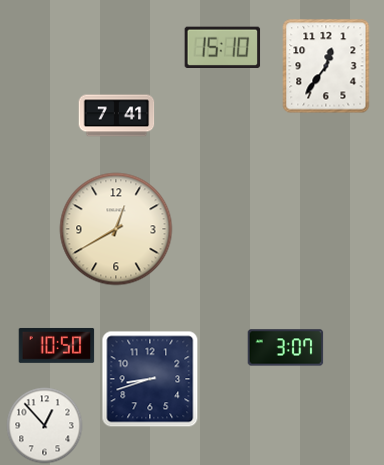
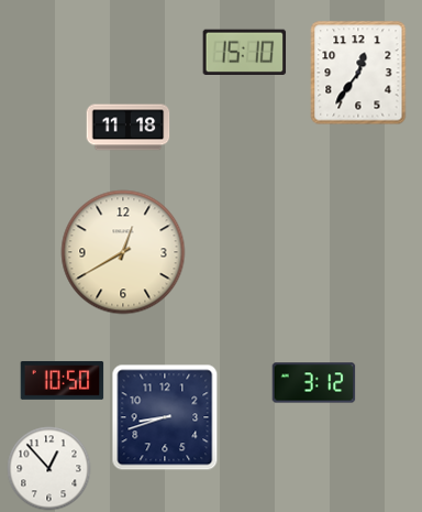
clock at (117, 116): 7:41 -> 11:18
clock at (116, 229) position: (116, 229) -> (123, 252)
clock at (286, 348): 3:07 -> 3:12
